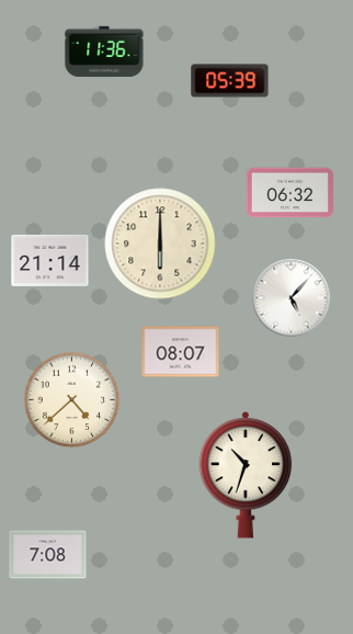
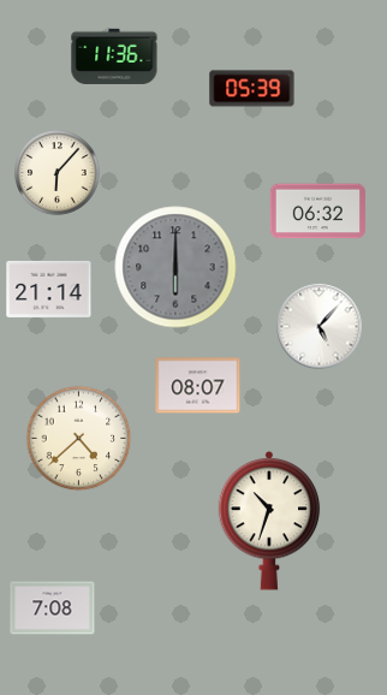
clock at (58, 173): none -> 6:07
clock at (160, 244) dial: cream -> grey
clock at (50, 260) position: (50, 260) -> (49, 289)
